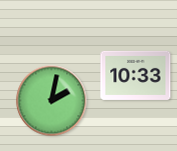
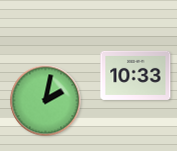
clock at (52, 101) position: (52, 101) -> (46, 101)
